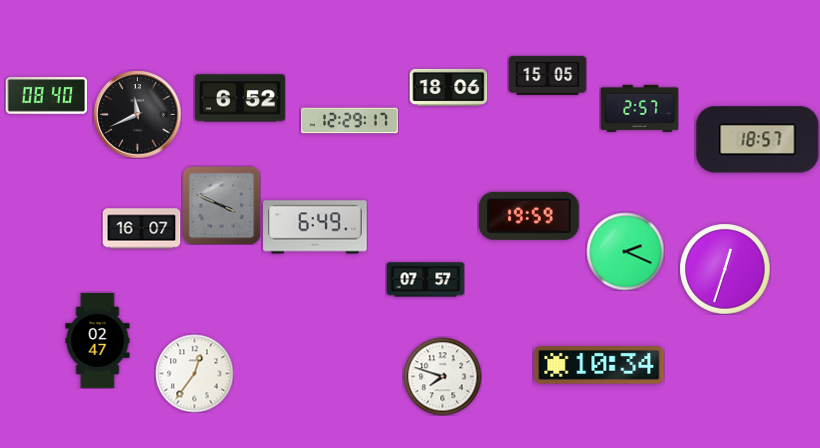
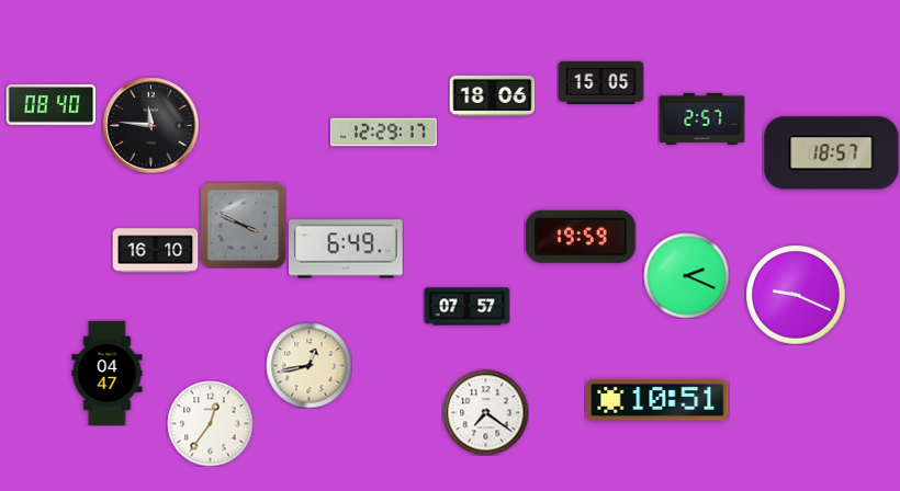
clock at (240, 98): 6:52 -> none
clock at (137, 114): 11:41 -> 11:46
clock at (141, 229): 16:07 -> 16:10
clock at (725, 269): 12:33 -> 9:19
clock at (308, 365): none -> 12:43
clock at (98, 340): 02:47 -> 04:47
clock at (599, 365): 10:34 -> 10:51
clock at (194, 373) position: (194, 373) -> (210, 423)
clock at (442, 376): 7:48 -> 7:21
